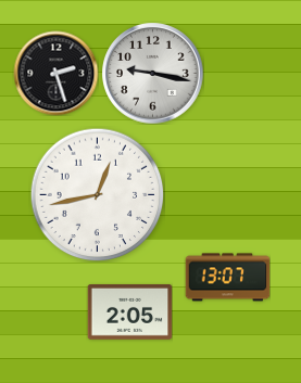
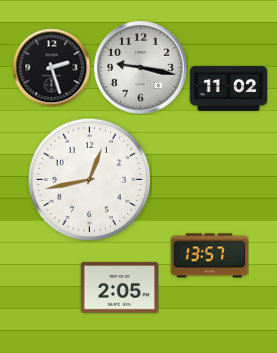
clock at (228, 88): none -> 11:02
clock at (227, 278): 13:07 -> 13:57
